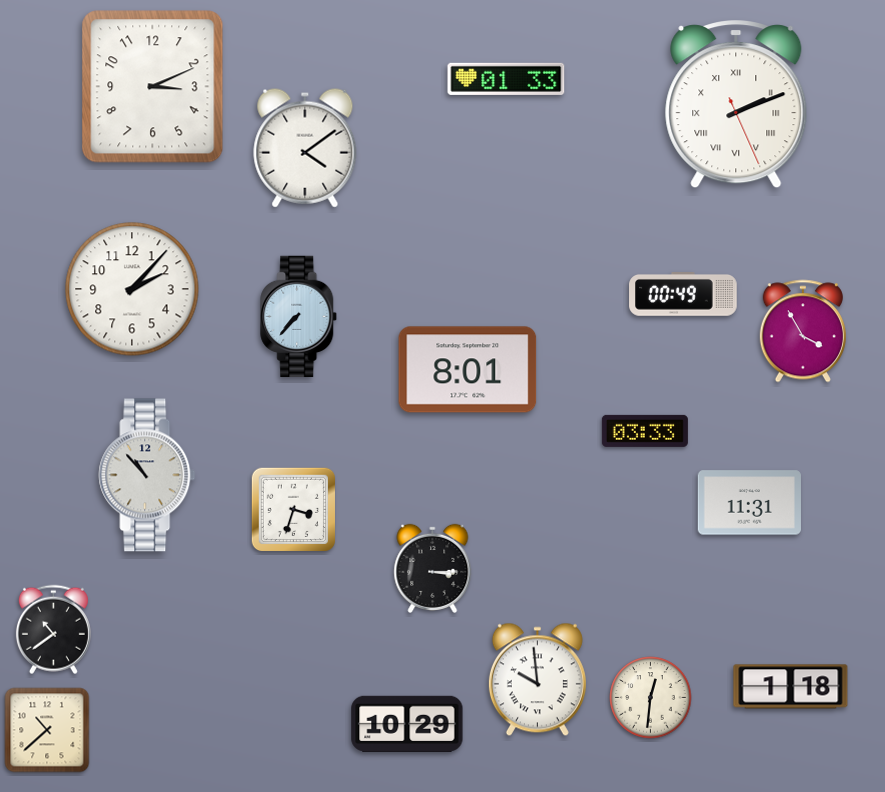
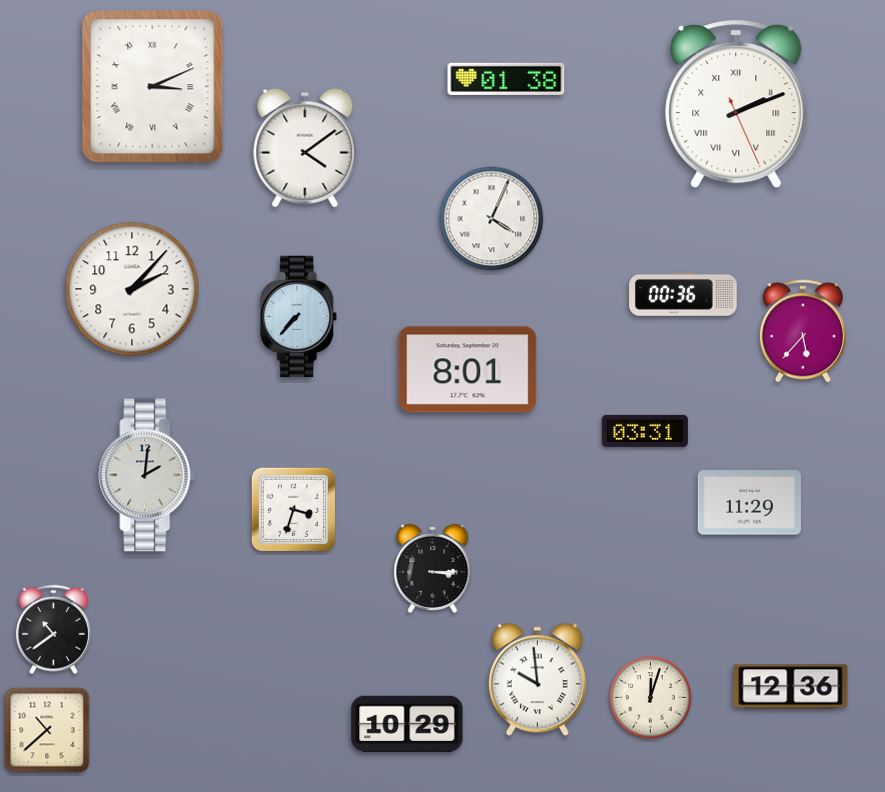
clock at (506, 79): 01:33 -> 01:38
clock at (153, 87) numerals: Arabic -> Roman
clock at (492, 219): none -> 4:04
clock at (683, 295): 00:49 -> 00:36
clock at (803, 331): 3:55 -> 5:37
clock at (645, 431): 03:33 -> 03:31
clock at (147, 475): 10:53 -> 2:01
clock at (749, 503): 11:31 -> 11:29
clock at (791, 687): 1:18 -> 12:36
clock at (651, 698): 12:31 -> 12:03
